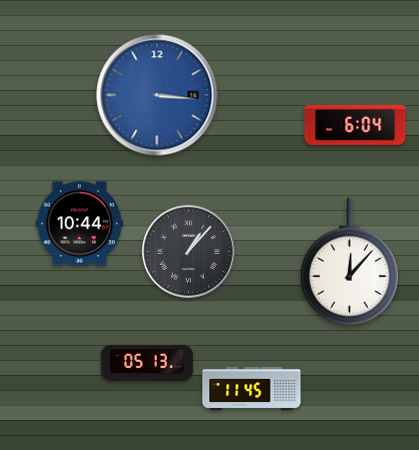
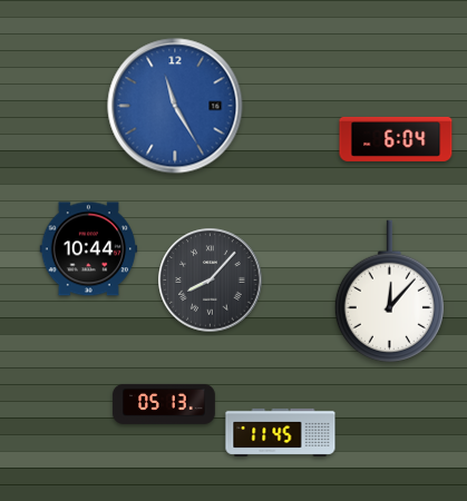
clock at (157, 95): 3:16 -> 11:25
clock at (189, 252): 1:07 -> 8:07
